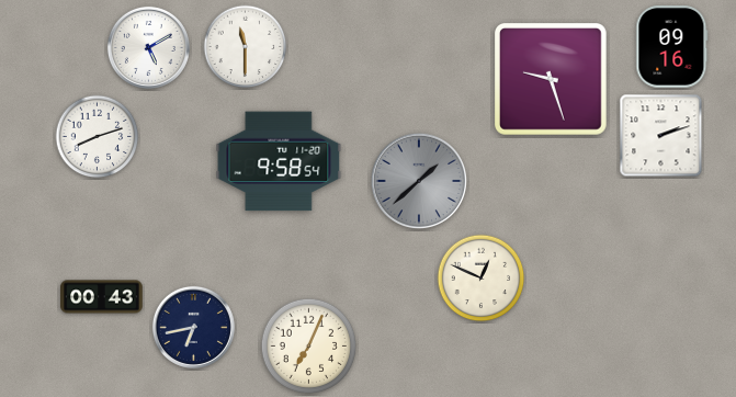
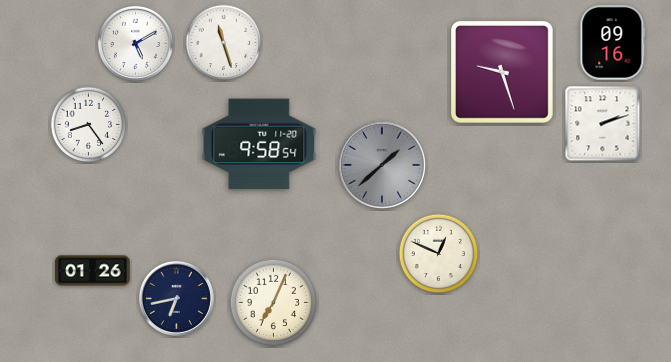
clock at (246, 47): 11:30 -> 11:27
clock at (98, 137): 8:12 -> 8:24
clock at (279, 161) position: (279, 161) -> (259, 144)
clock at (102, 297): 00:43 -> 01:26
clock at (309, 347) position: (309, 347) -> (274, 303)
